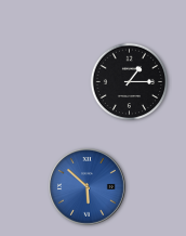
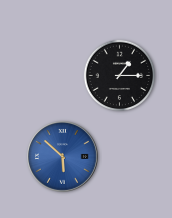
clock at (88, 187) position: (88, 187) -> (63, 157)
